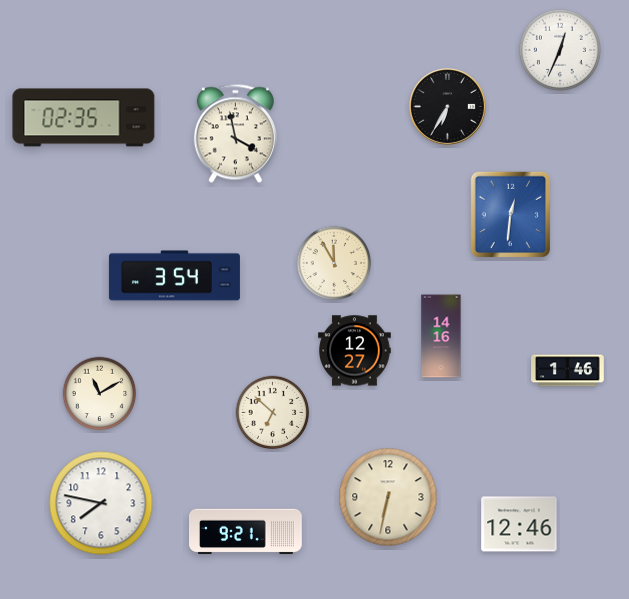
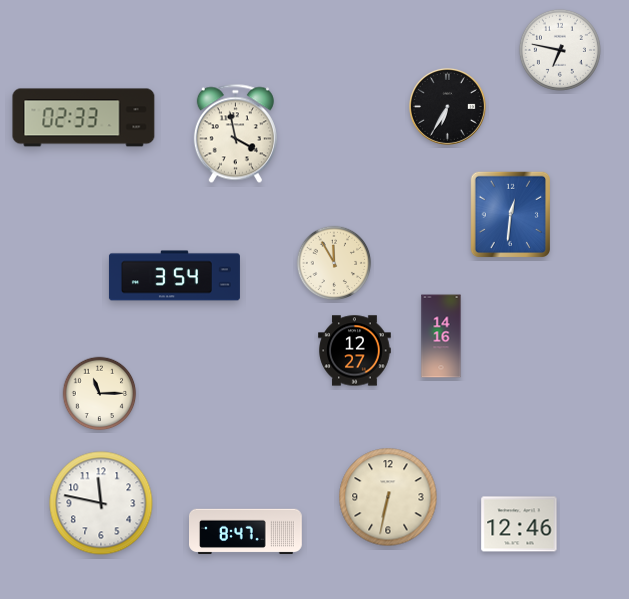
clock at (560, 50): 12:34 -> 6:47
clock at (84, 118): 02:35 -> 02:33
clock at (568, 371): 1:46 -> none
clock at (100, 394): 11:10 -> 11:15
clock at (273, 413): 6:52 -> none
clock at (101, 503): 7:47 -> 11:47
clock at (246, 532): 9:21 -> 8:47
